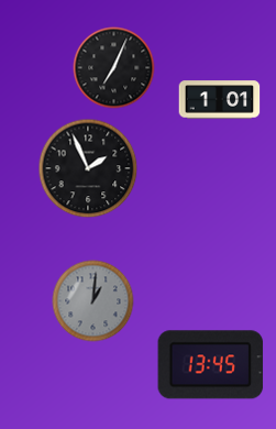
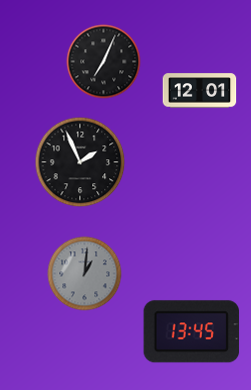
clock at (220, 100): 1:01 -> 12:01
clock at (88, 168) position: (88, 168) -> (80, 162)
